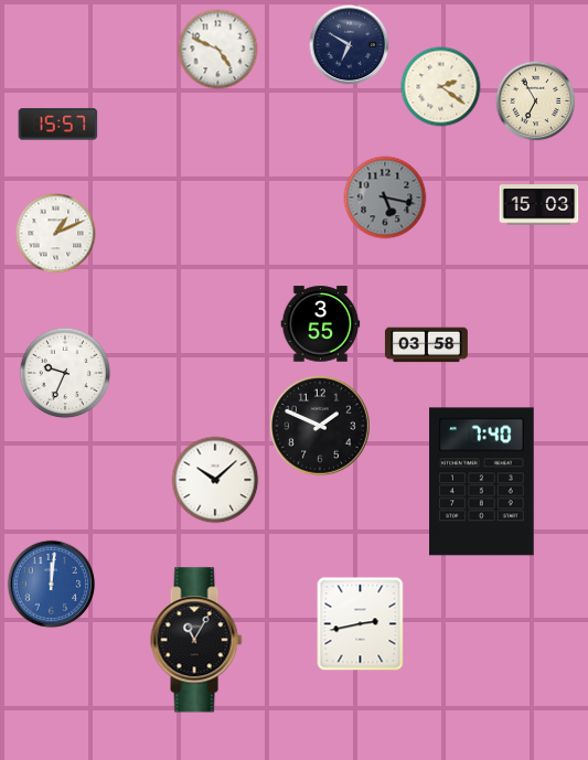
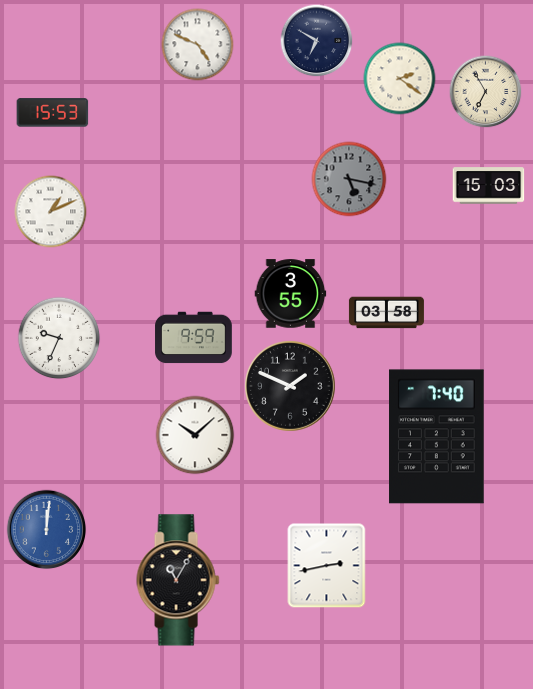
clock at (58, 125): 15:57 -> 15:53
clock at (194, 338): none -> 9:59
